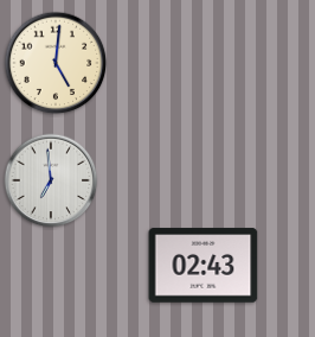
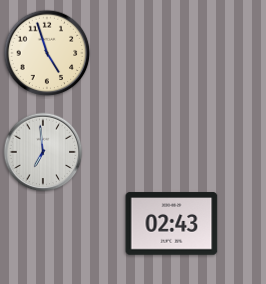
clock at (56, 63): 5:01 -> 4:57
